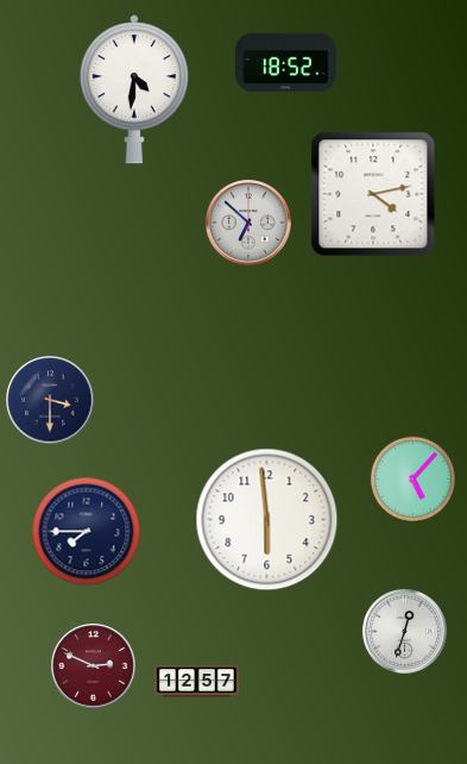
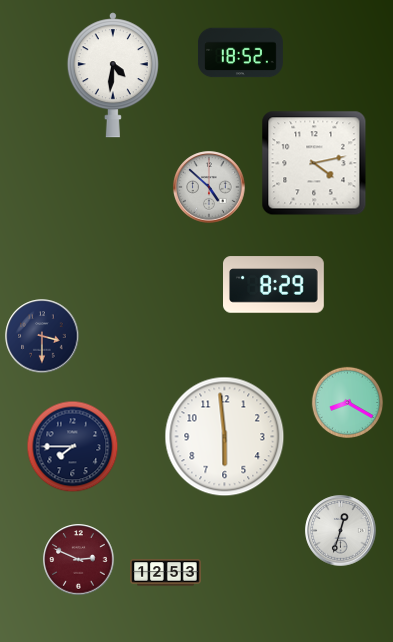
clock at (248, 223): 6:52 -> 4:52
clock at (274, 285): none -> 8:29
clock at (412, 478): 5:07 -> 8:20
clock at (197, 682): 12:57 -> 12:53
